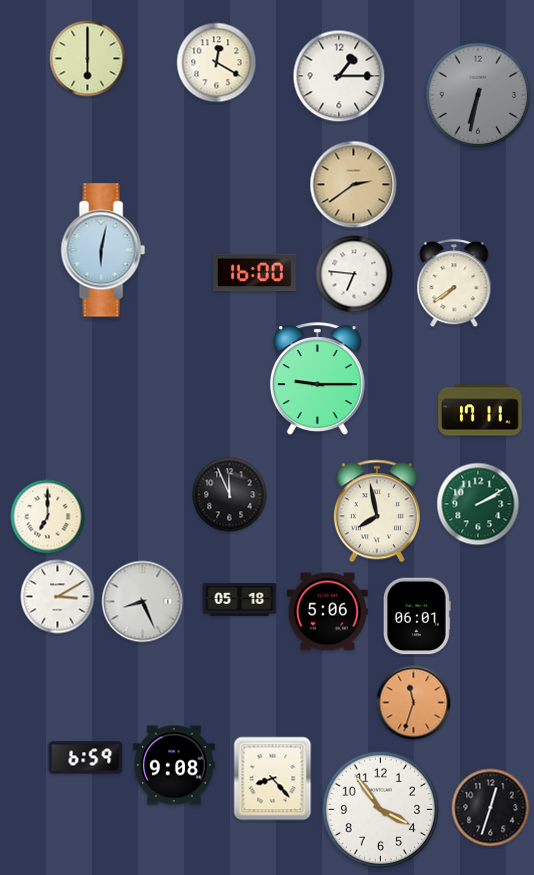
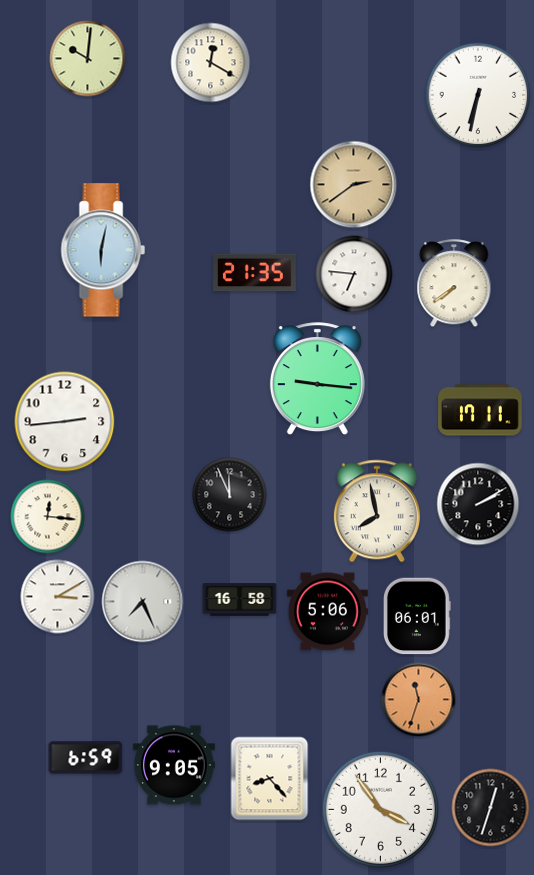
clock at (88, 59): 6:00 -> 10:01
clock at (217, 63) position: (217, 63) -> (211, 63)
clock at (339, 76): 1:15 -> none
clock at (478, 95) dial: grey -> white
clock at (255, 273): 16:00 -> 21:35
clock at (317, 379): 9:15 -> 9:16
clock at (65, 422): none -> 2:44
clock at (478, 504) dial: green -> black
clock at (48, 517): 7:00 -> 12:16
clock at (240, 600): 05:18 -> 16:58
clock at (143, 602): 8:26 -> 7:26
clock at (414, 703) position: (414, 703) -> (419, 700)
clock at (174, 765): 9:08 -> 9:05
clock at (273, 779) position: (273, 779) -> (270, 779)
